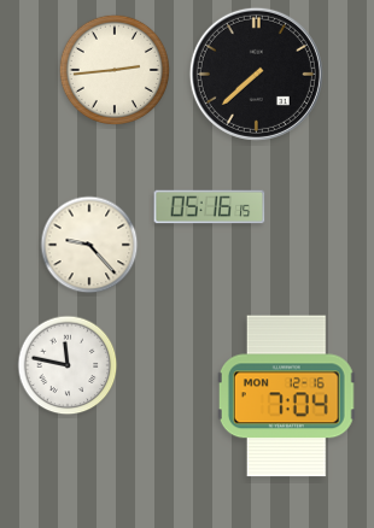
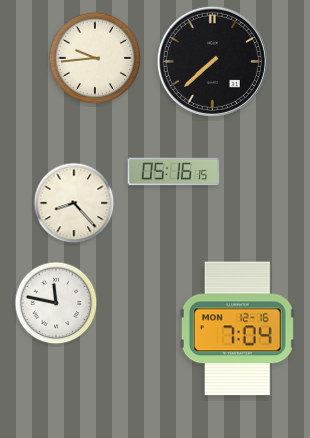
clock at (113, 69): 2:44 -> 9:44
clock at (89, 245): 9:23 -> 8:23
